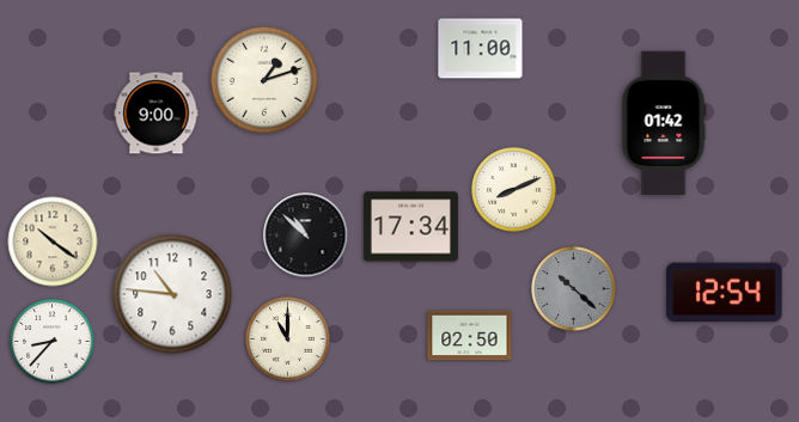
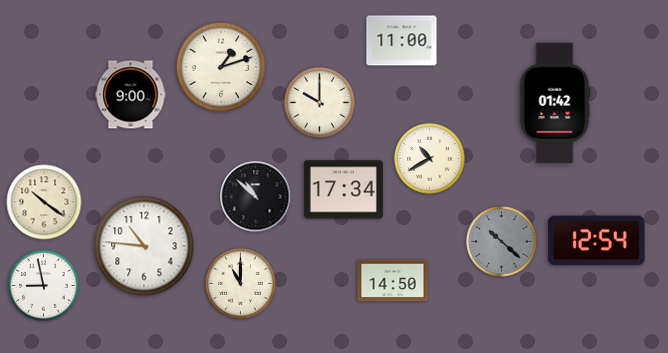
clock at (320, 103): none -> 10:00
clock at (514, 190): 8:11 -> 10:40
clock at (574, 289) position: (574, 289) -> (502, 242)
clock at (725, 293) position: (725, 293) -> (597, 241)
clock at (470, 336): 02:50 -> 14:50
clock at (53, 342): 8:37 -> 8:58
